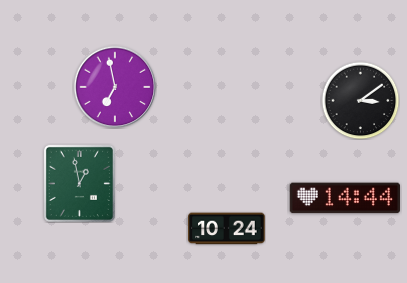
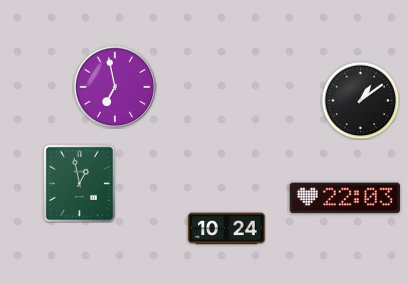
clock at (360, 100): 3:09 -> 1:09
clock at (344, 198): 14:44 -> 22:03
